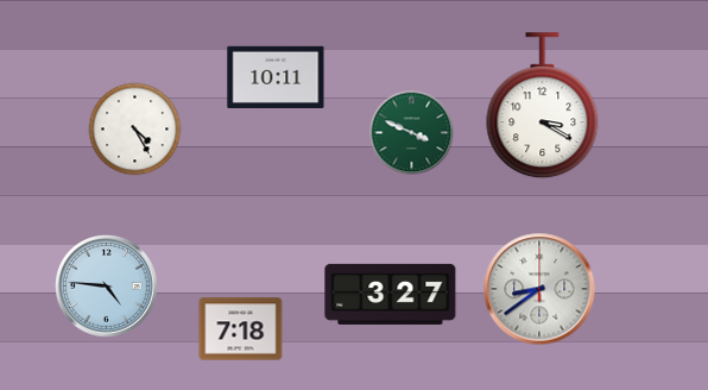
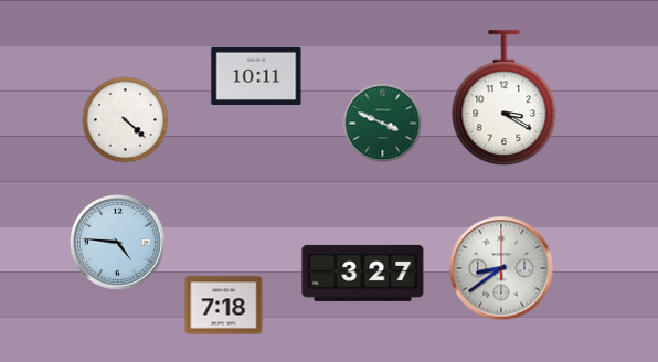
clock at (276, 76) position: (276, 76) -> (256, 75)
clock at (135, 130): 4:25 -> 4:22
clock at (107, 287) position: (107, 287) -> (118, 243)
